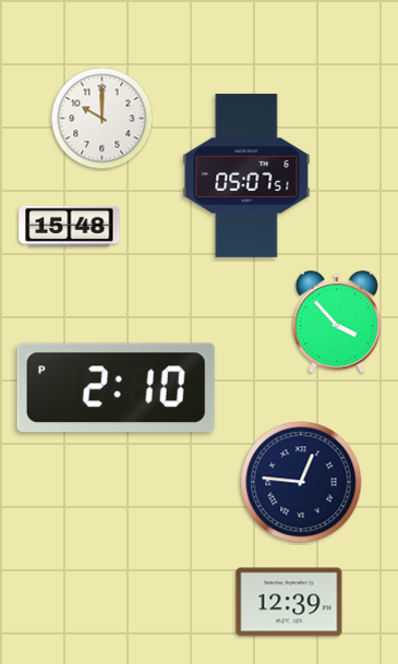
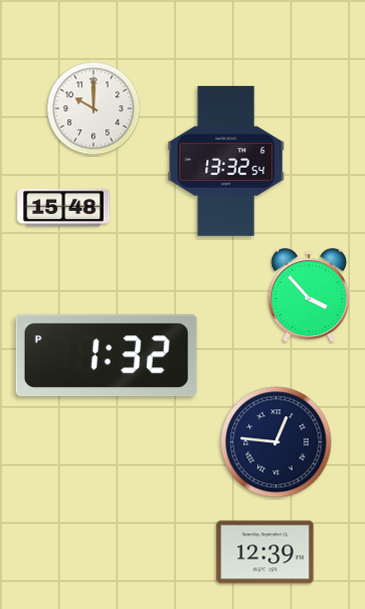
clock at (246, 176): 05:07 -> 13:32
clock at (116, 388): 2:10 -> 1:32
